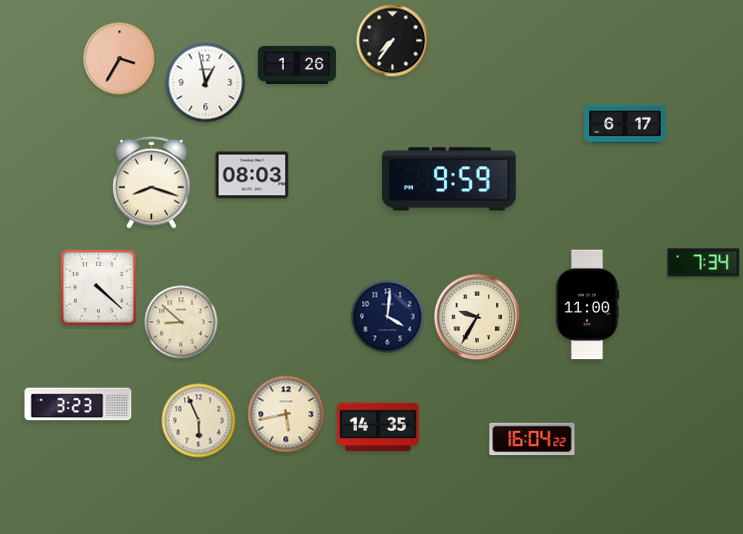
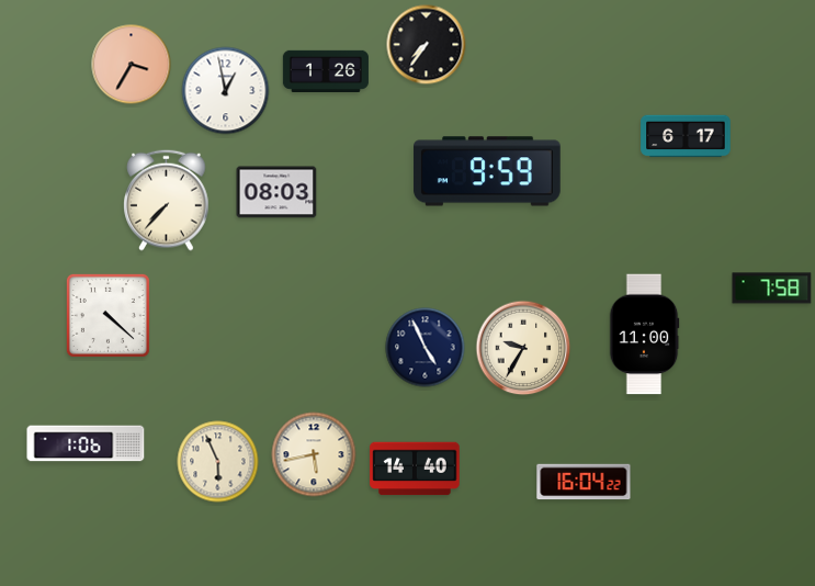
clock at (393, 41) position: (393, 41) -> (427, 45)
clock at (449, 179) position: (449, 179) -> (487, 171)
clock at (152, 182): 8:18 -> 7:37
clock at (704, 263): 7:34 -> 7:58
clock at (388, 317): 4:01 -> 4:56
clock at (181, 322): 8:52 -> none
clock at (78, 404): 3:23 -> 1:06
clock at (378, 427): 14:35 -> 14:40
